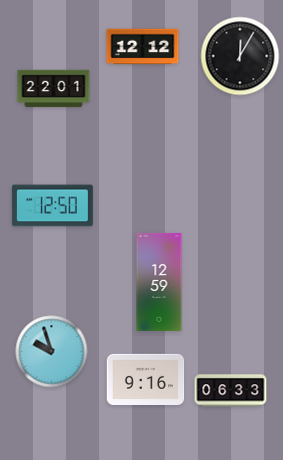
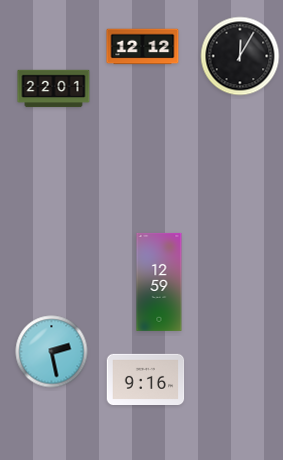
clock at (52, 206): 12:50 -> none
clock at (52, 352): 9:57 -> 2:28
clock at (231, 391): 06:33 -> none
